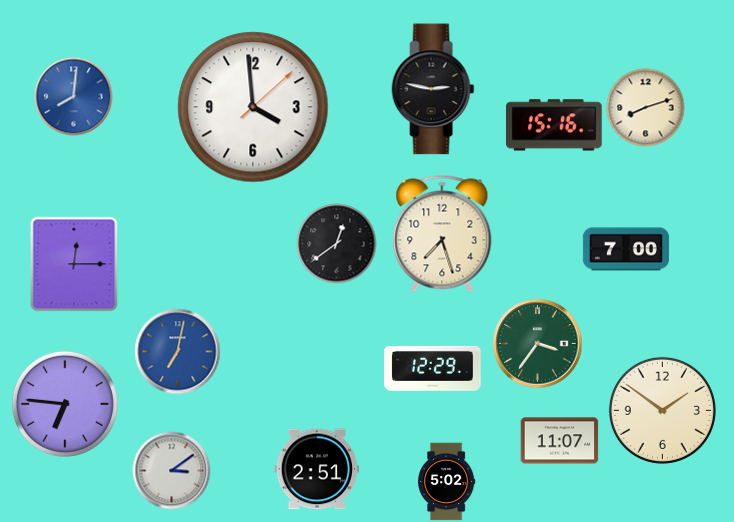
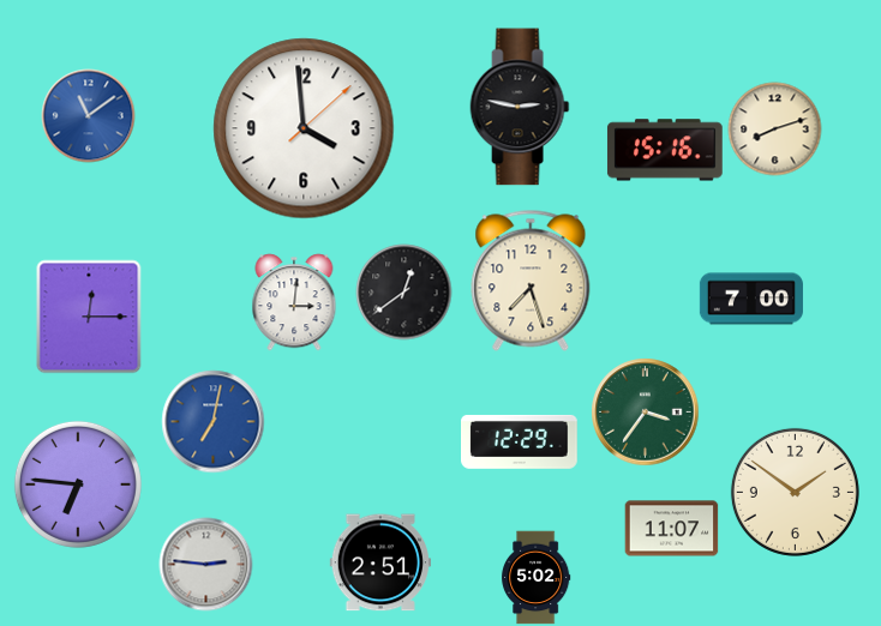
clock at (73, 96): 8:01 -> 11:09
clock at (294, 302): none -> 3:01
clock at (171, 470): 3:09 -> 2:46
